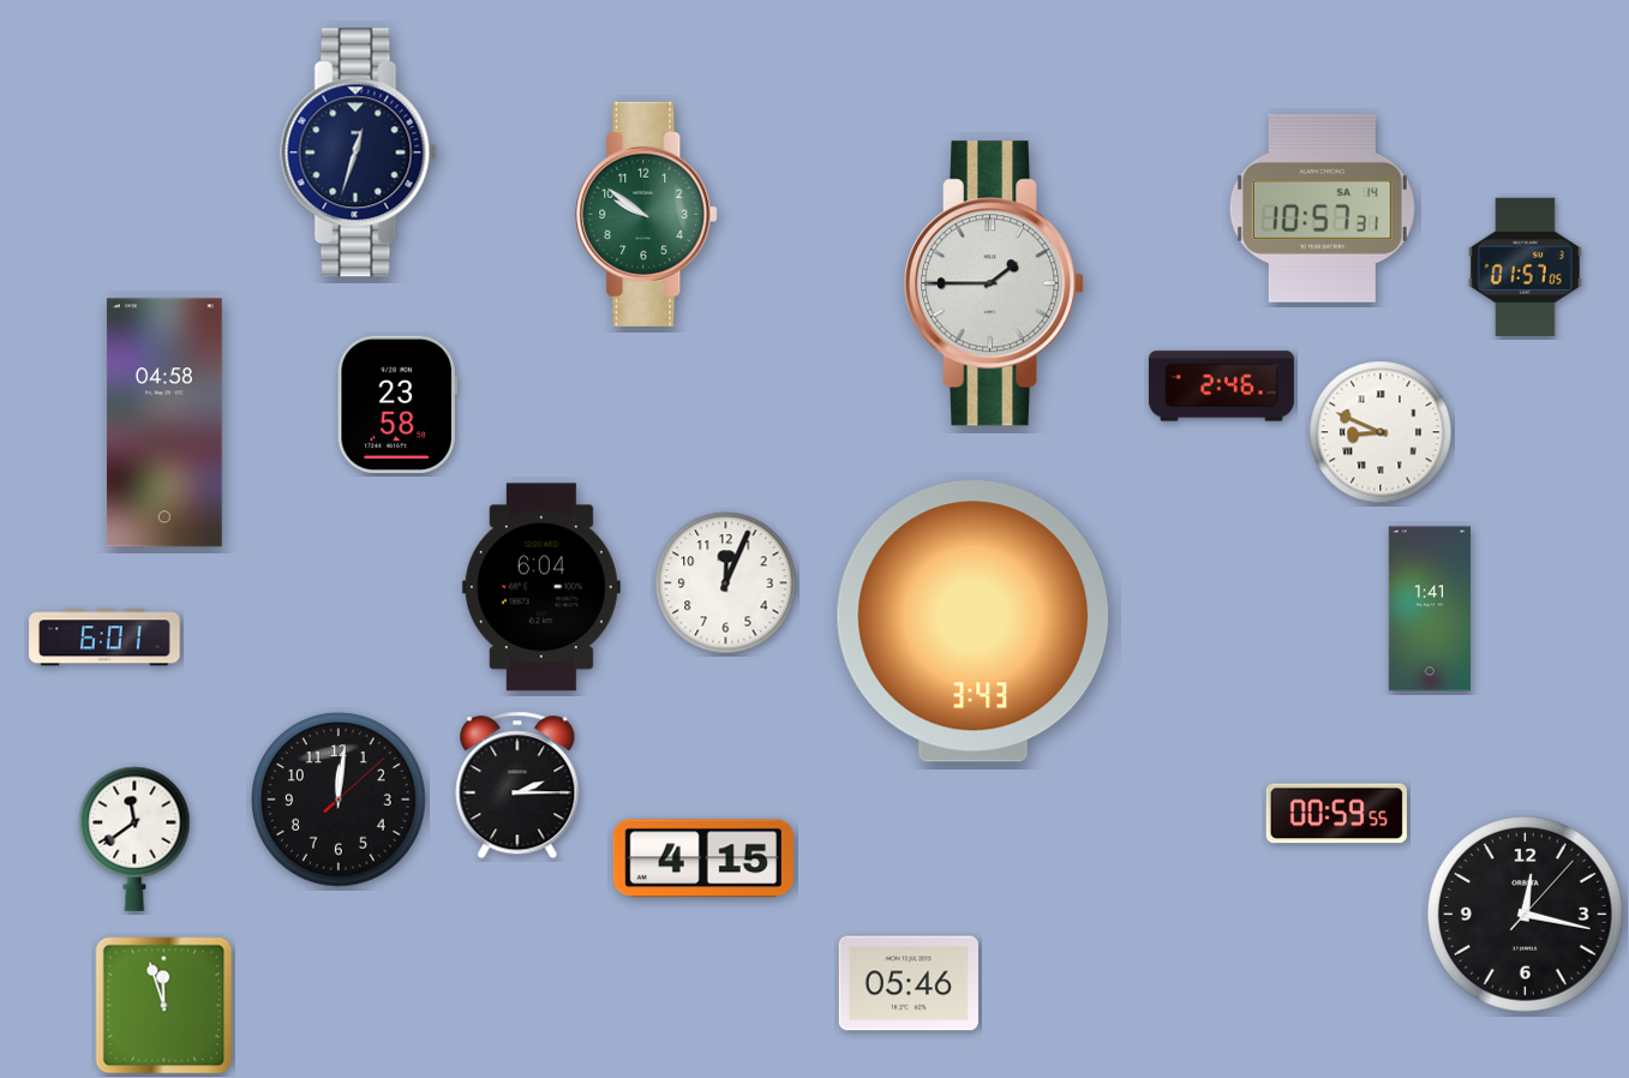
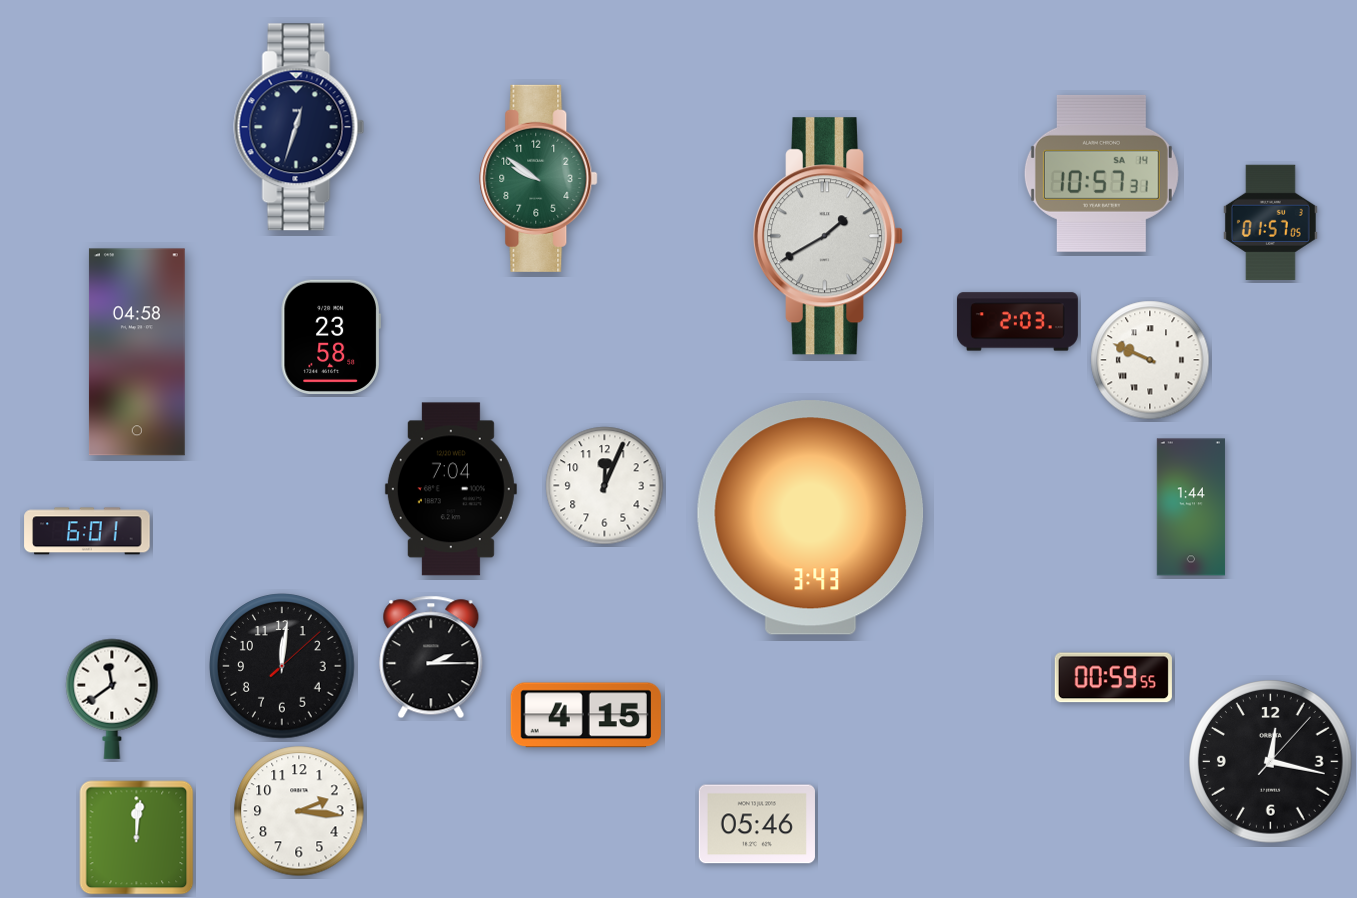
clock at (995, 283): 1:45 -> 1:40
clock at (1221, 387): 2:46 -> 2:03
clock at (1381, 432): 8:49 -> 9:49
clock at (541, 587): 6:04 -> 7:04
clock at (1430, 609): 1:41 -> 1:44
clock at (517, 785) position: (517, 785) -> (431, 657)
clock at (299, 811): none -> 2:16
clock at (909, 983) position: (909, 983) -> (757, 824)
clock at (164, 1006): 11:57 -> 12:01
